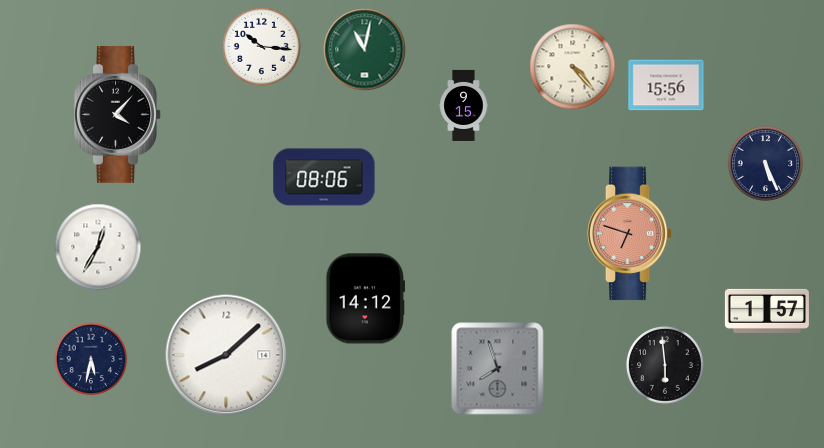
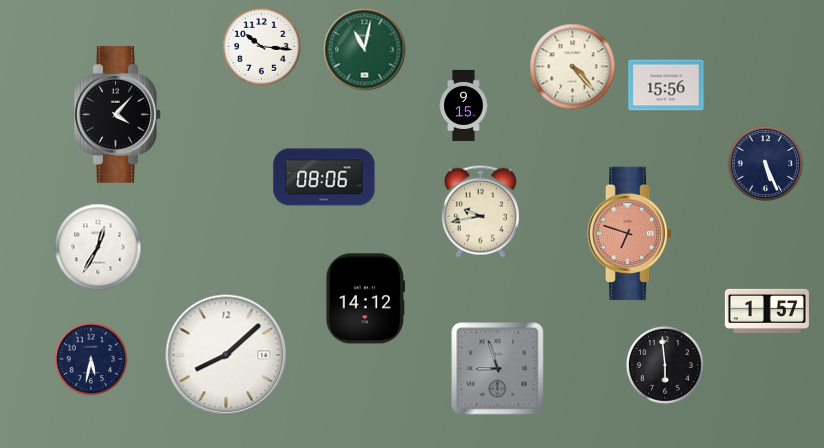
clock at (480, 211): none -> 9:43
clock at (498, 369): 7:57 -> 8:57
